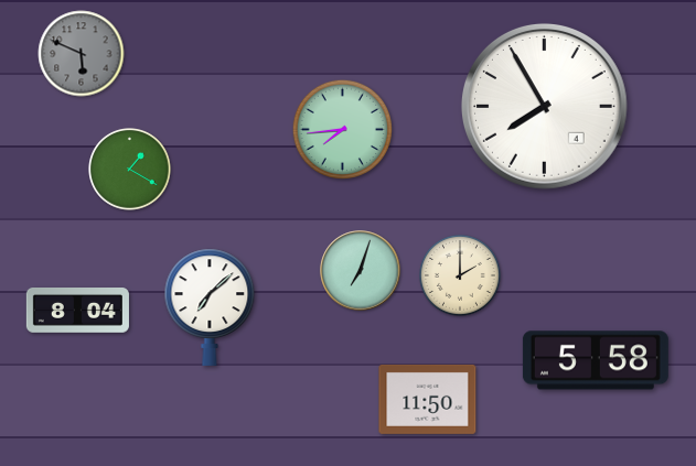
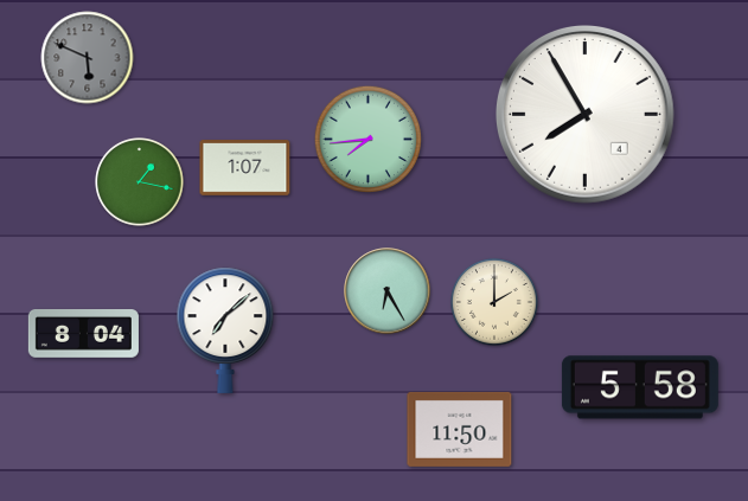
clock at (245, 168): none -> 1:07
clock at (130, 170): 1:20 -> 1:17
clock at (361, 271): 7:03 -> 6:25
clock at (461, 277) position: (461, 277) -> (496, 303)
